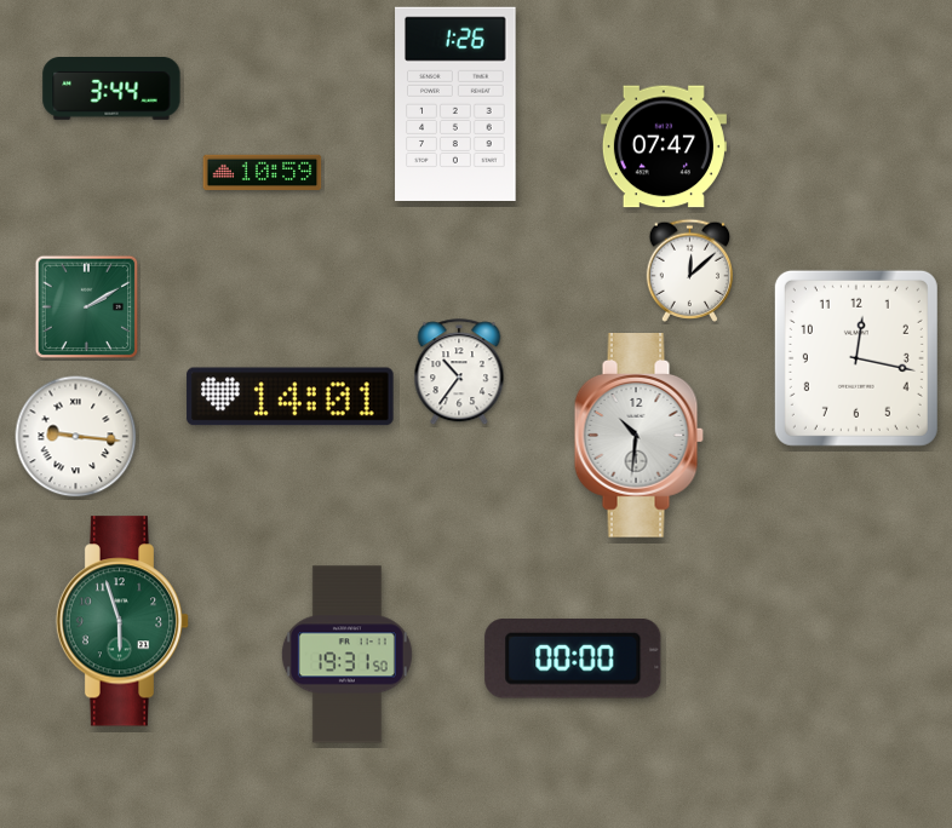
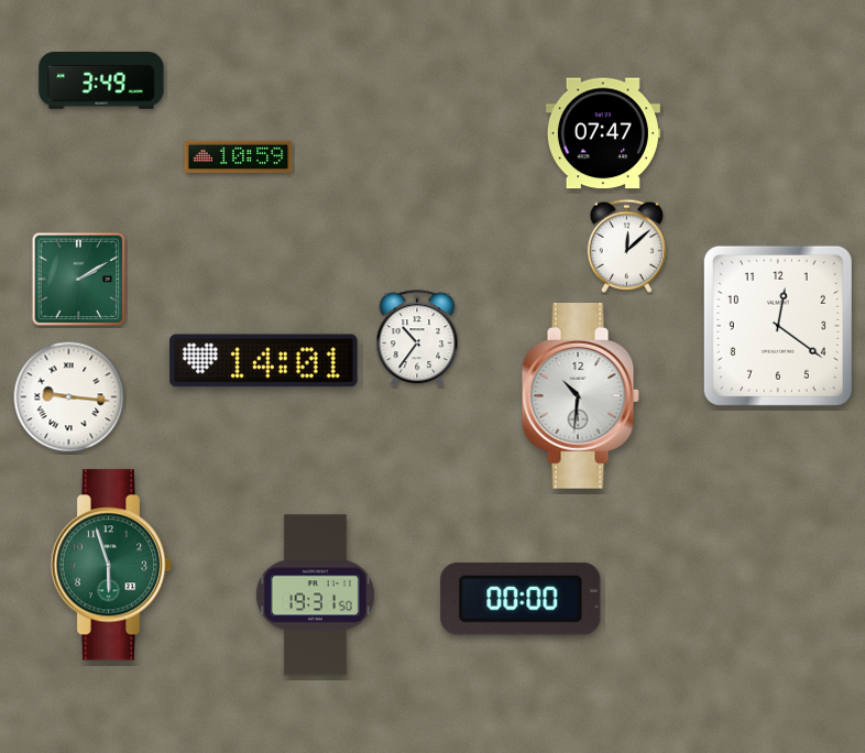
clock at (111, 90): 3:44 -> 3:49
clock at (455, 104): 1:26 -> none
clock at (856, 358): 12:17 -> 12:21
